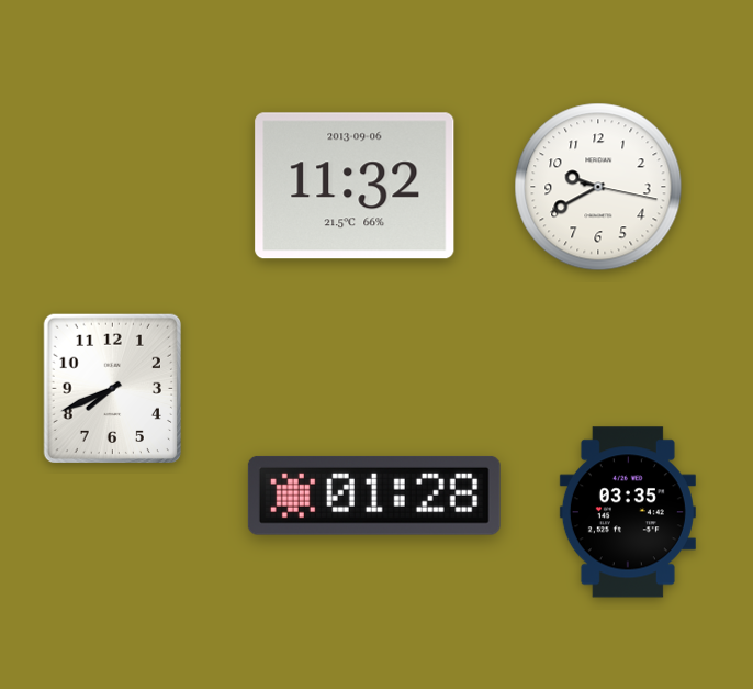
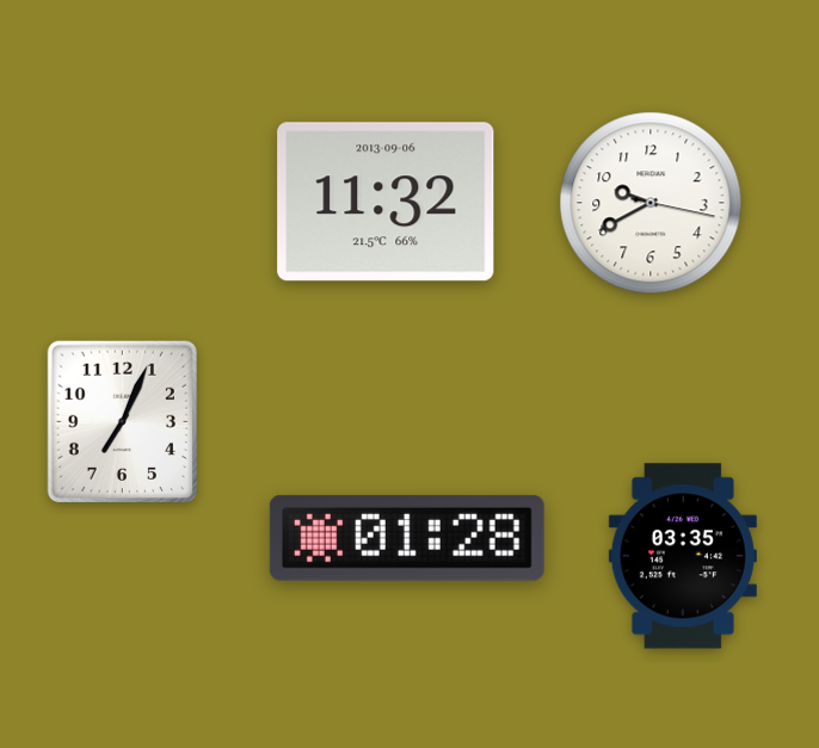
clock at (112, 388): 7:41 -> 7:04
